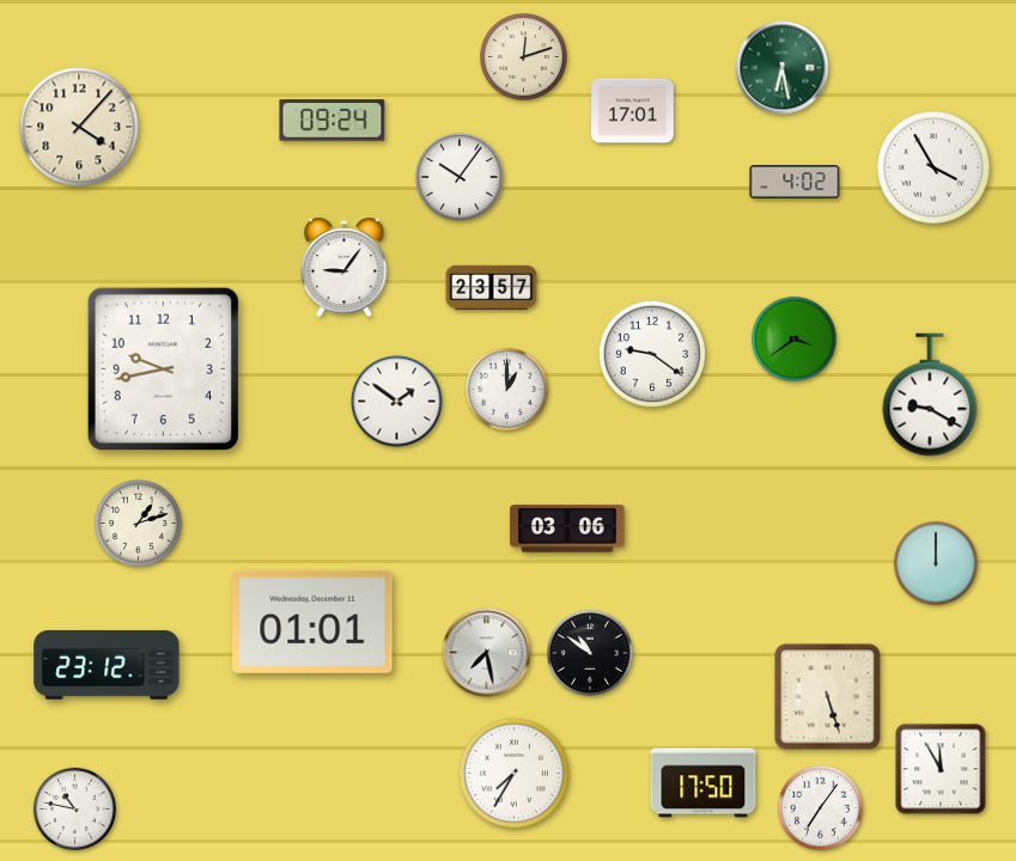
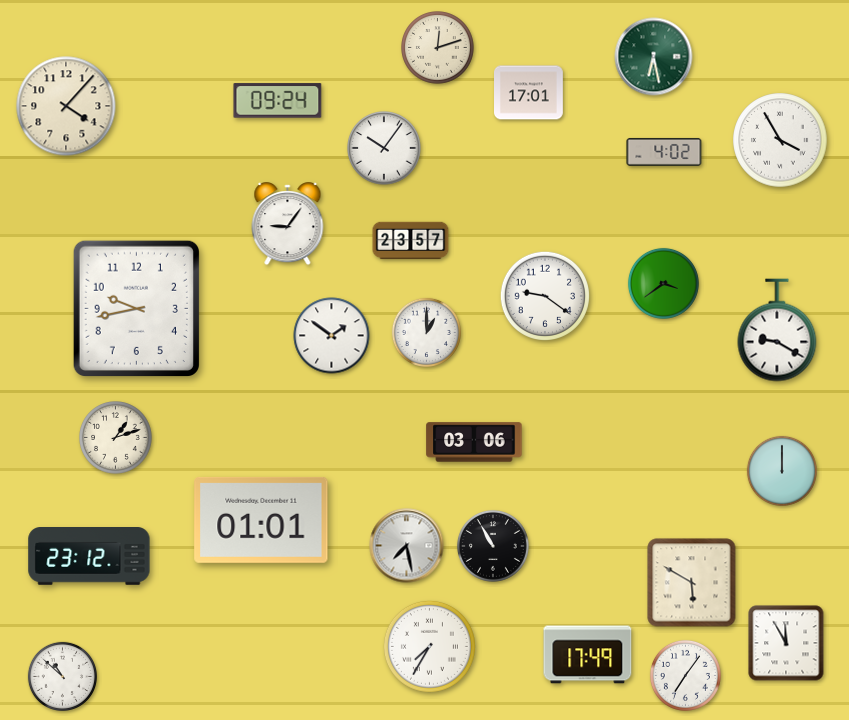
clock at (506, 389) position: (506, 389) -> (426, 332)
clock at (590, 653): 10:51 -> 10:55
clock at (828, 697): 5:27 -> 5:50
clock at (704, 783): 17:50 -> 17:49
clock at (74, 808): 10:47 -> 10:52
